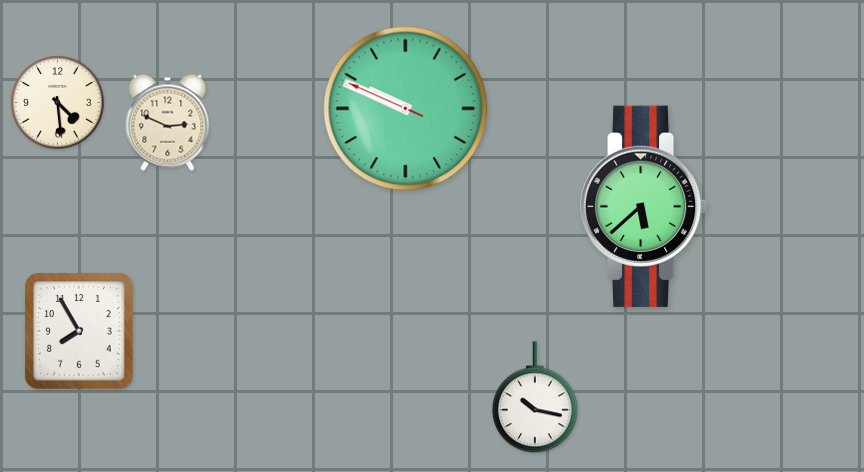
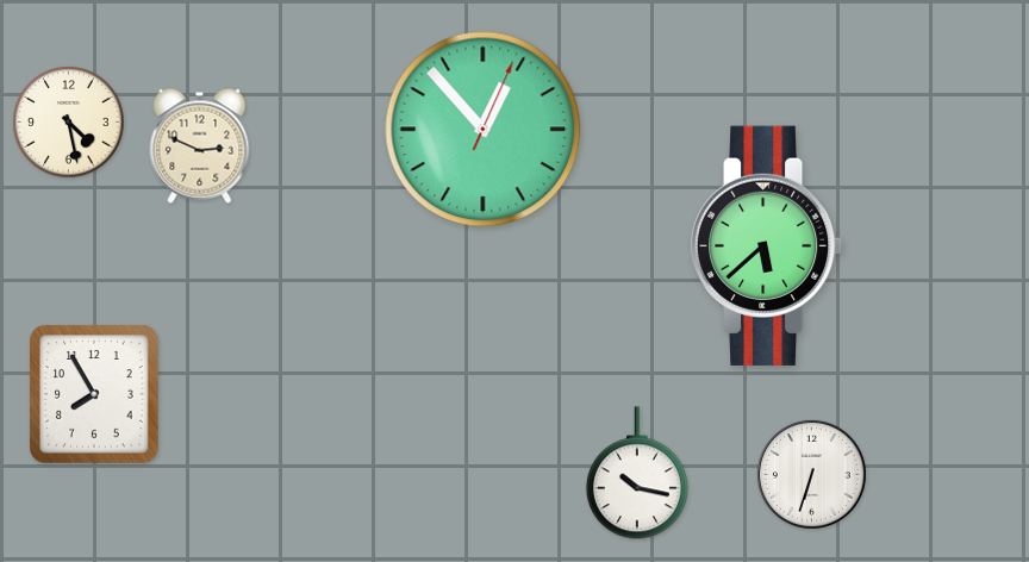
clock at (58, 103): 4:29 -> 4:28
clock at (406, 109): 9:48 -> 12:53
clock at (811, 474): none -> 6:33
